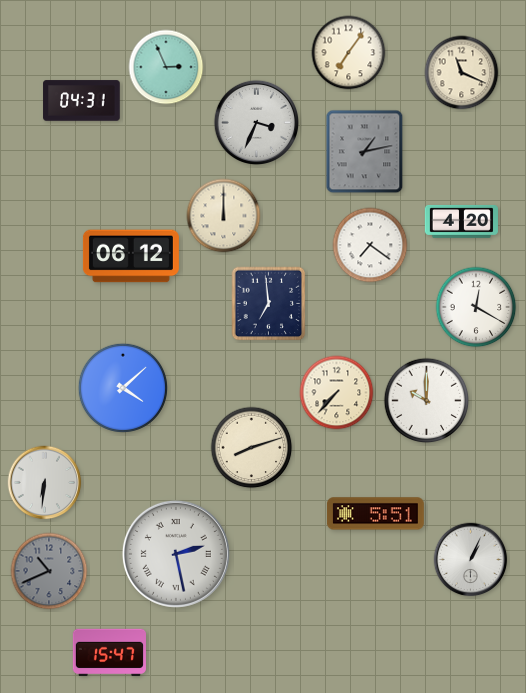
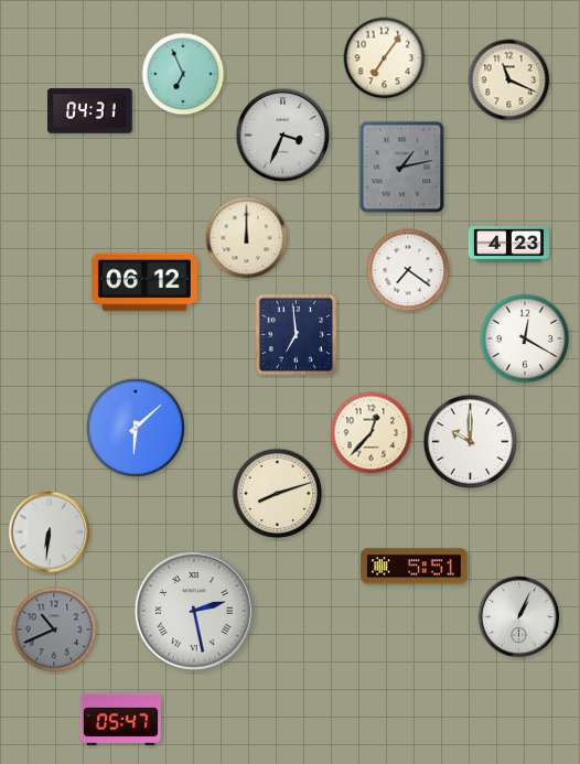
clock at (166, 67): 2:56 -> 6:56
clock at (461, 221): 4:20 -> 4:23
clock at (123, 388): 4:08 -> 6:08
clock at (337, 393): 7:37 -> 12:37
clock at (109, 653): 15:47 -> 05:47
